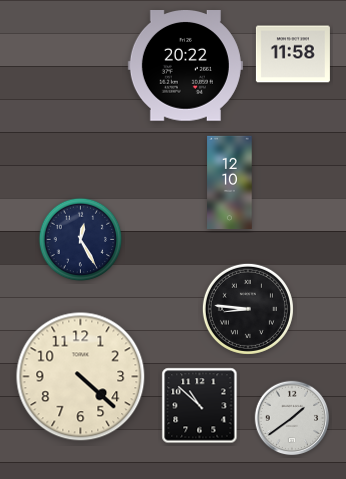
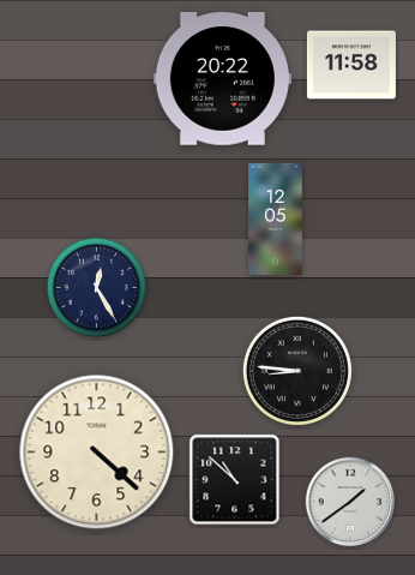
clock at (230, 182): 12:10 -> 12:05
clock at (200, 406) position: (200, 406) -> (235, 480)
